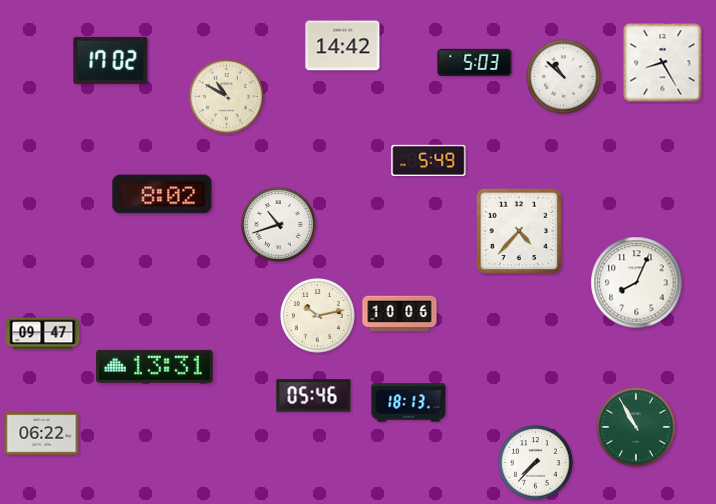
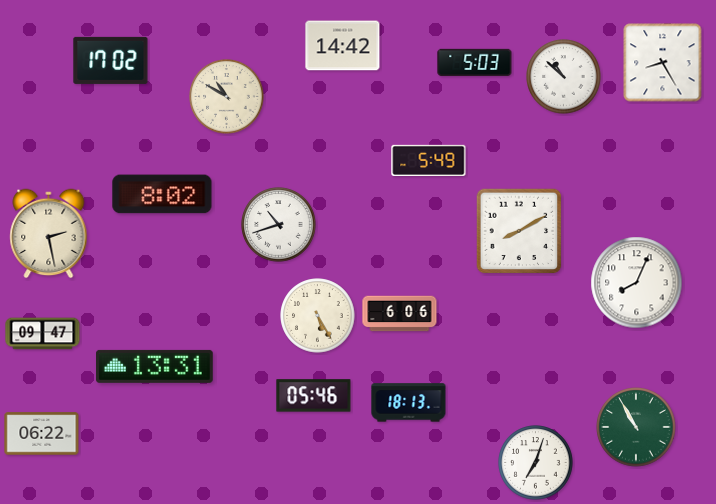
clock at (519, 231): 4:37 -> 8:10
clock at (49, 234): none -> 2:28
clock at (400, 314): 10:06 -> 6:06
clock at (318, 316): 10:13 -> 5:25
clock at (536, 463): 7:37 -> 7:03
